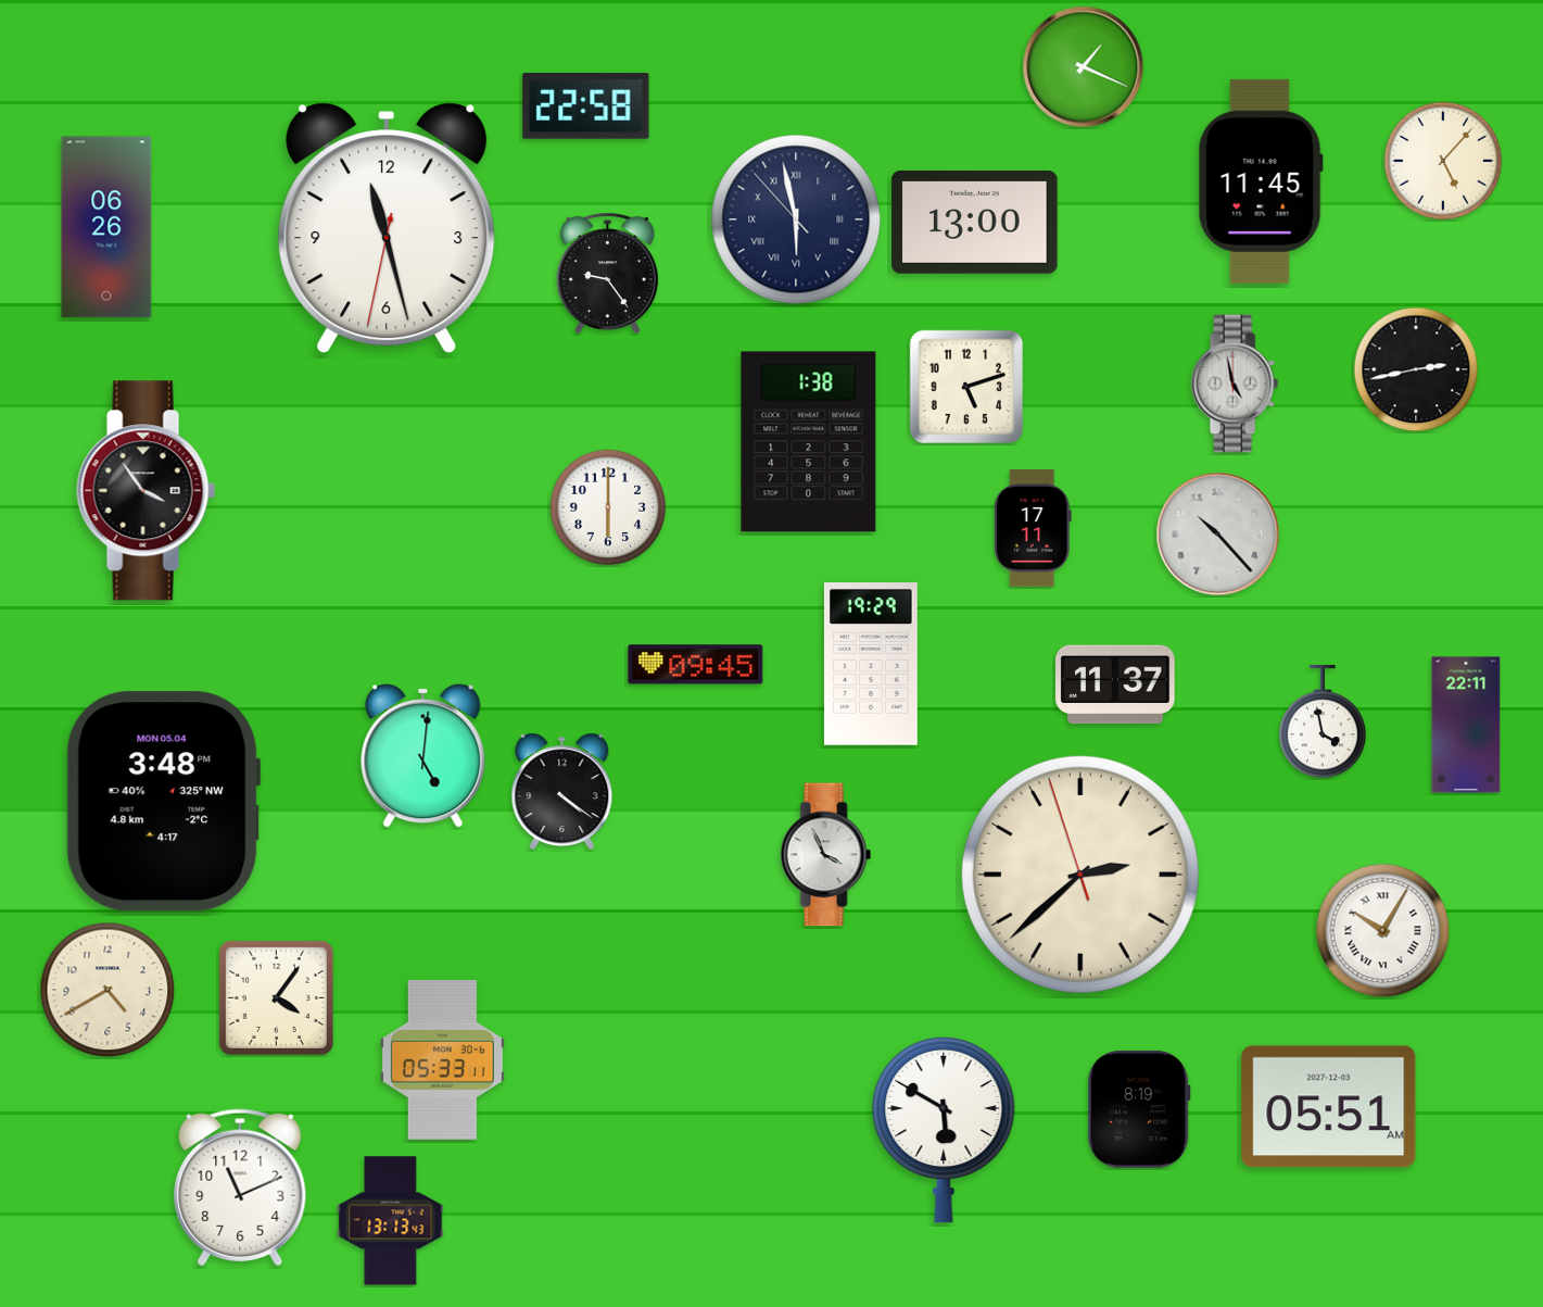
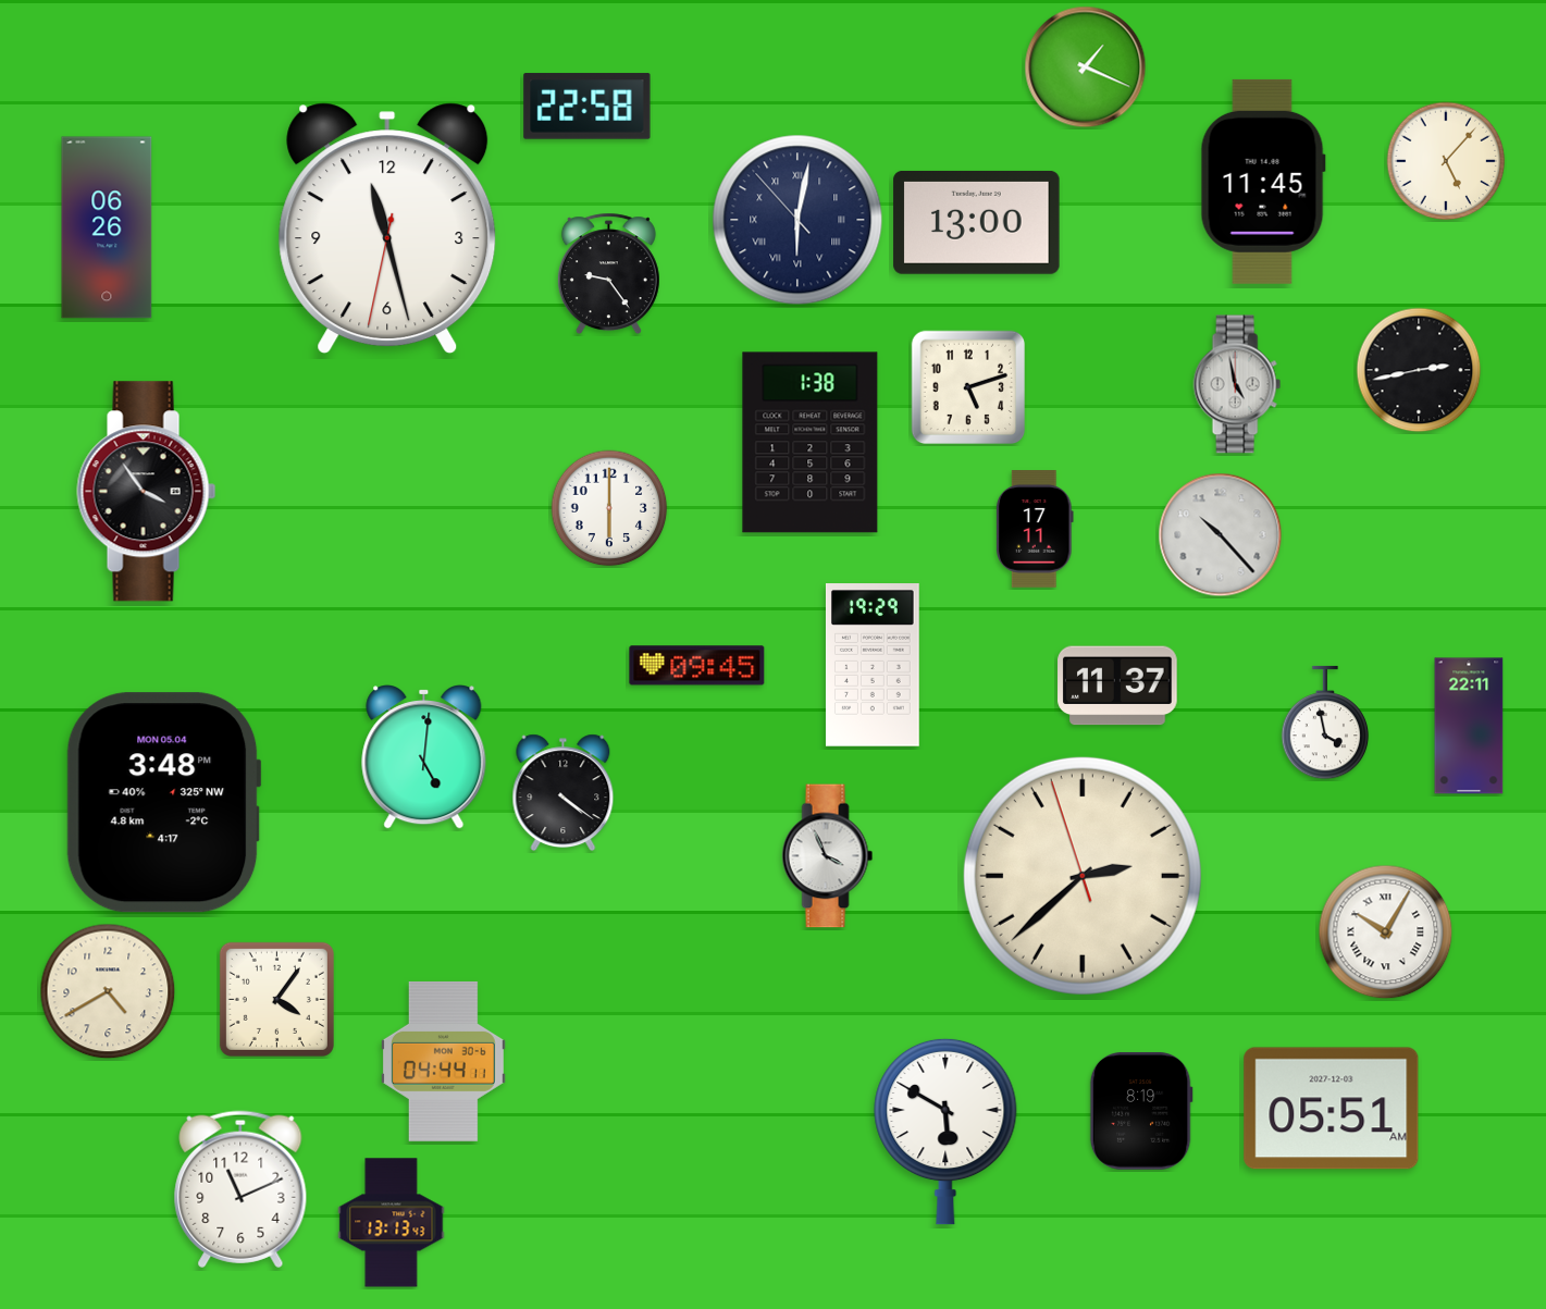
clock at (796, 219): 5:57 -> 6:01
clock at (442, 1059): 05:33 -> 04:44
